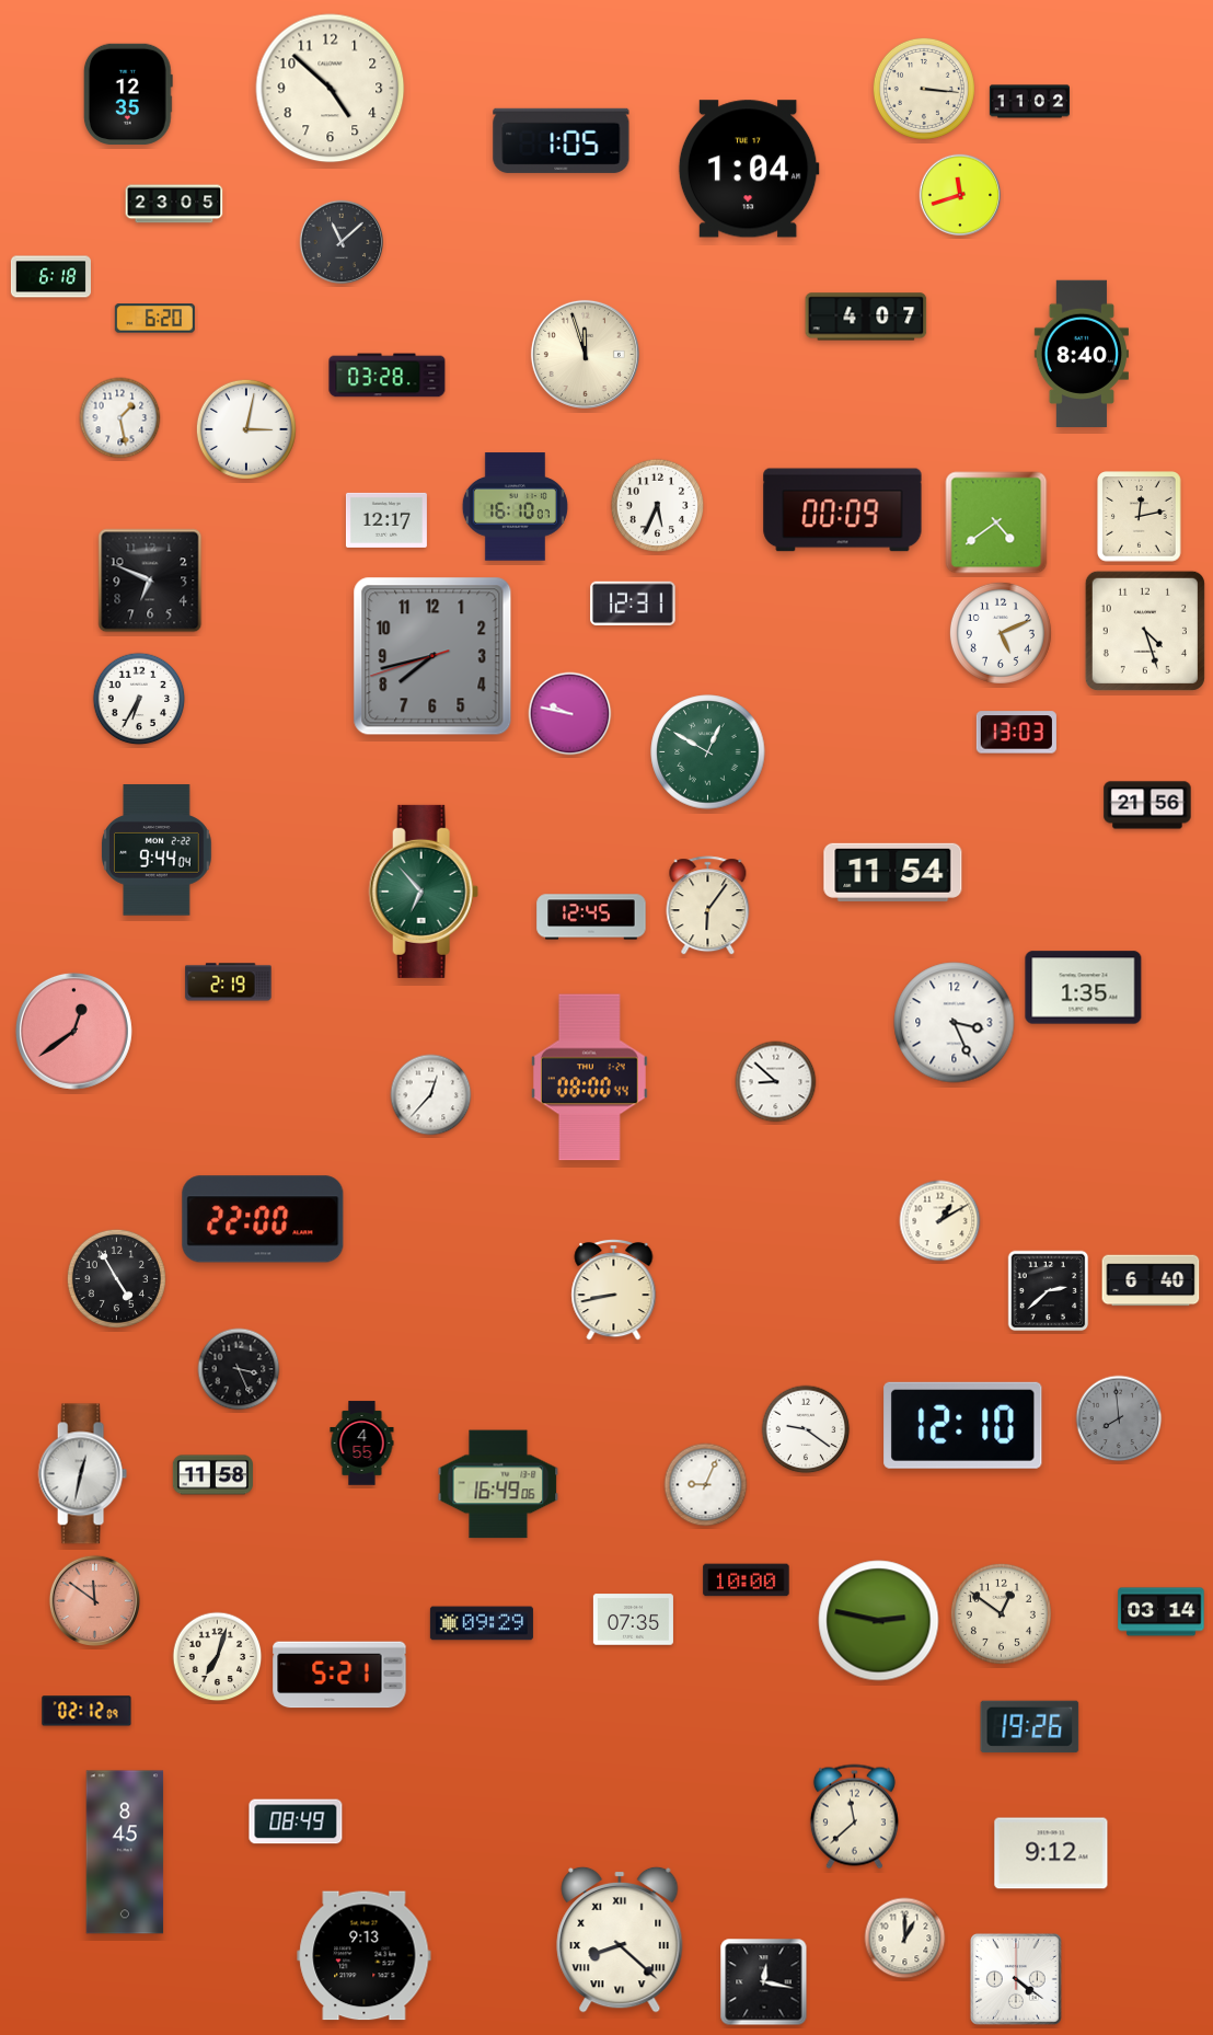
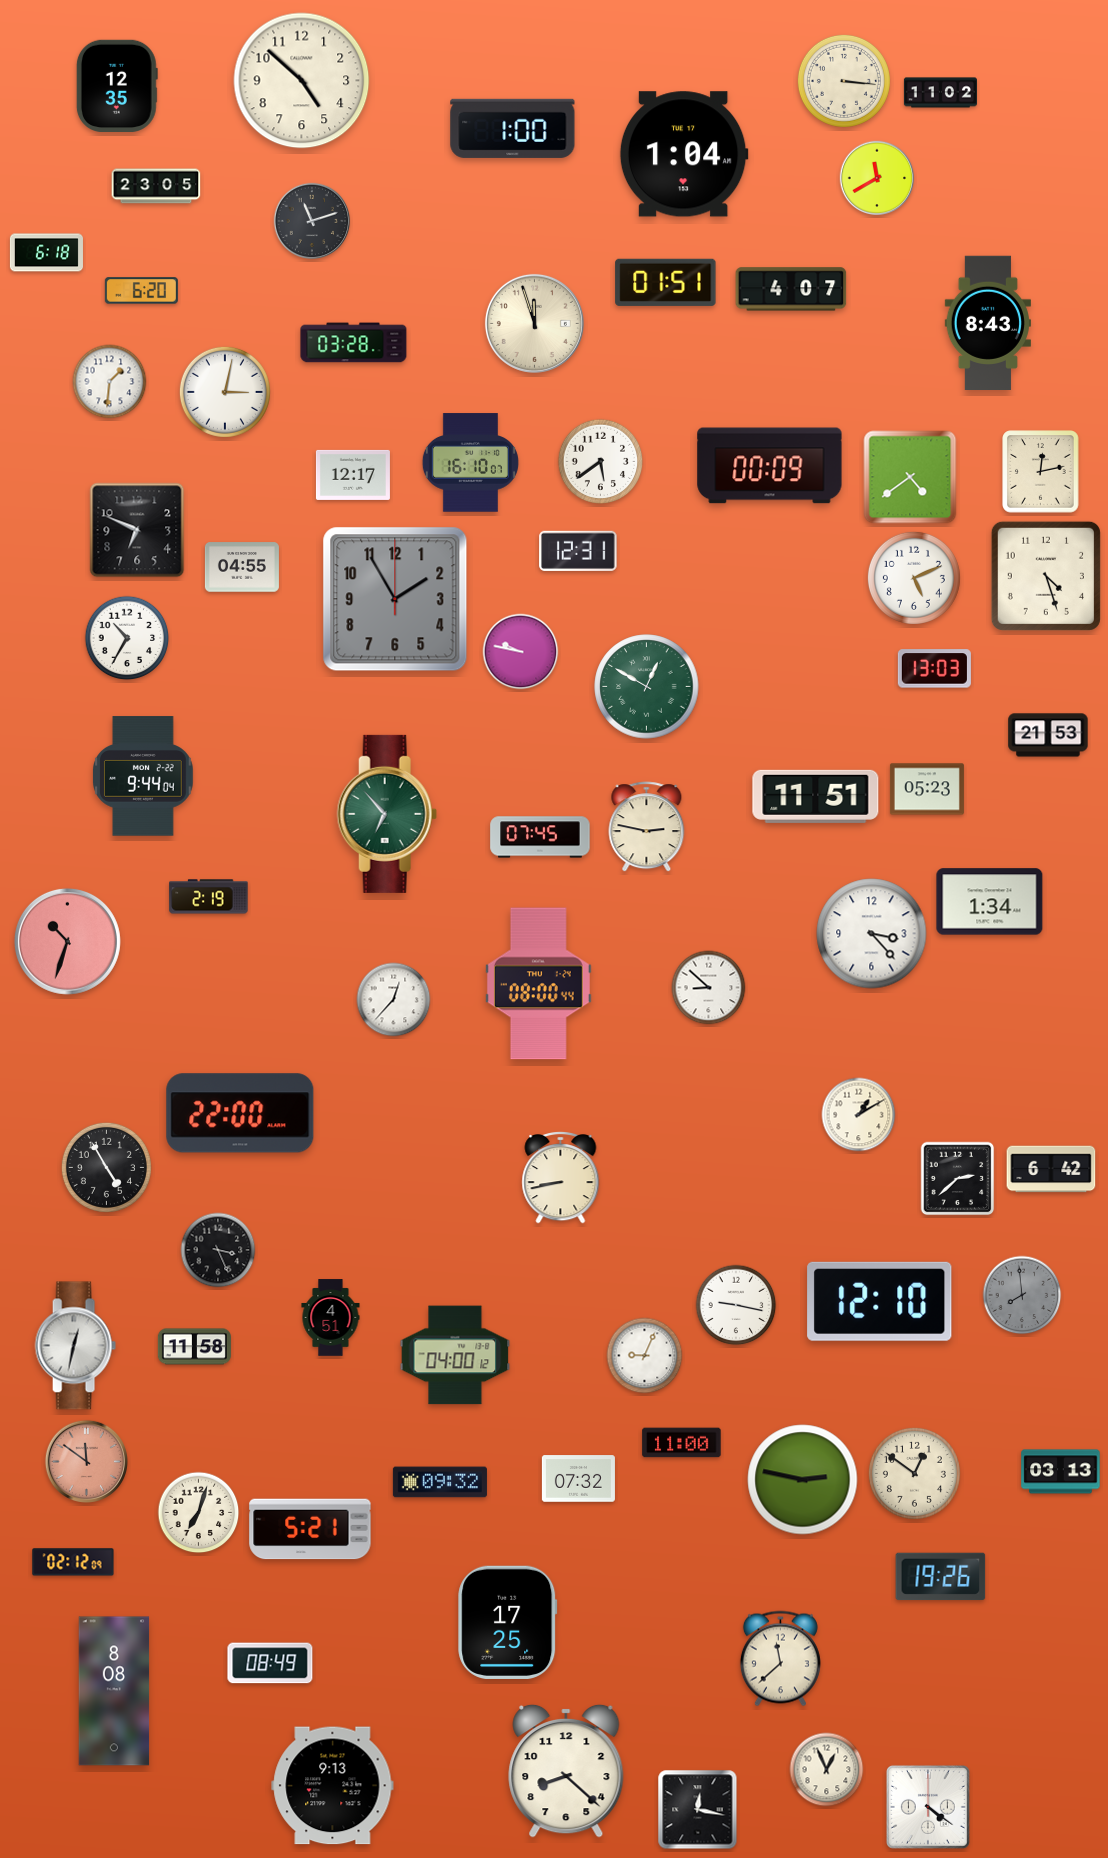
clock at (562, 140): 1:05 -> 1:00
clock at (960, 195): 11:42 -> 11:40
clock at (174, 204) position: (174, 204) -> (156, 186)
clock at (342, 242): 11:08 -> 11:12
clock at (666, 282): none -> 01:51
clock at (1081, 353): 8:40 -> 8:43
clock at (120, 418): 1:28 -> 1:31
clock at (658, 506): 5:34 -> 5:39
clock at (242, 567): none -> 04:55
clock at (432, 656): 7:42 -> 1:55
clock at (139, 699): 6:35 -> 10:35
clock at (1016, 733) position: (1016, 733) -> (934, 669)
clock at (1147, 805): 21:56 -> 21:53
clock at (927, 789): none -> 05:23
clock at (893, 872): 11:54 -> 11:51
clock at (708, 906): 6:06 -> 2:47
clock at (591, 917): 12:45 -> 07:45
clock at (1084, 988): 1:35 -> 1:34
clock at (955, 1023): 3:26 -> 3:23
clock at (73, 1031): 12:39 -> 10:33
clock at (1151, 1280): 6:40 -> 6:42
clock at (806, 1429): 9:21 -> 9:17
clock at (362, 1444): 4:55 -> 4:51
clock at (498, 1484): 16:49 -> 04:00
clock at (747, 1580): 10:00 -> 11:00
clock at (1162, 1612): 03:14 -> 03:13
clock at (633, 1620): 07:35 -> 07:32
clock at (482, 1623): 09:29 -> 09:32
clock at (86, 1711) position: (86, 1711) -> (73, 1562)
clock at (508, 1622): none -> 17:25
clock at (125, 1852): 8:45 -> 8:08
clock at (1051, 1853): 9:12 -> none
clock at (905, 1939): 1:00 -> 12:56
clock at (620, 1940) numerals: Roman -> Arabic
